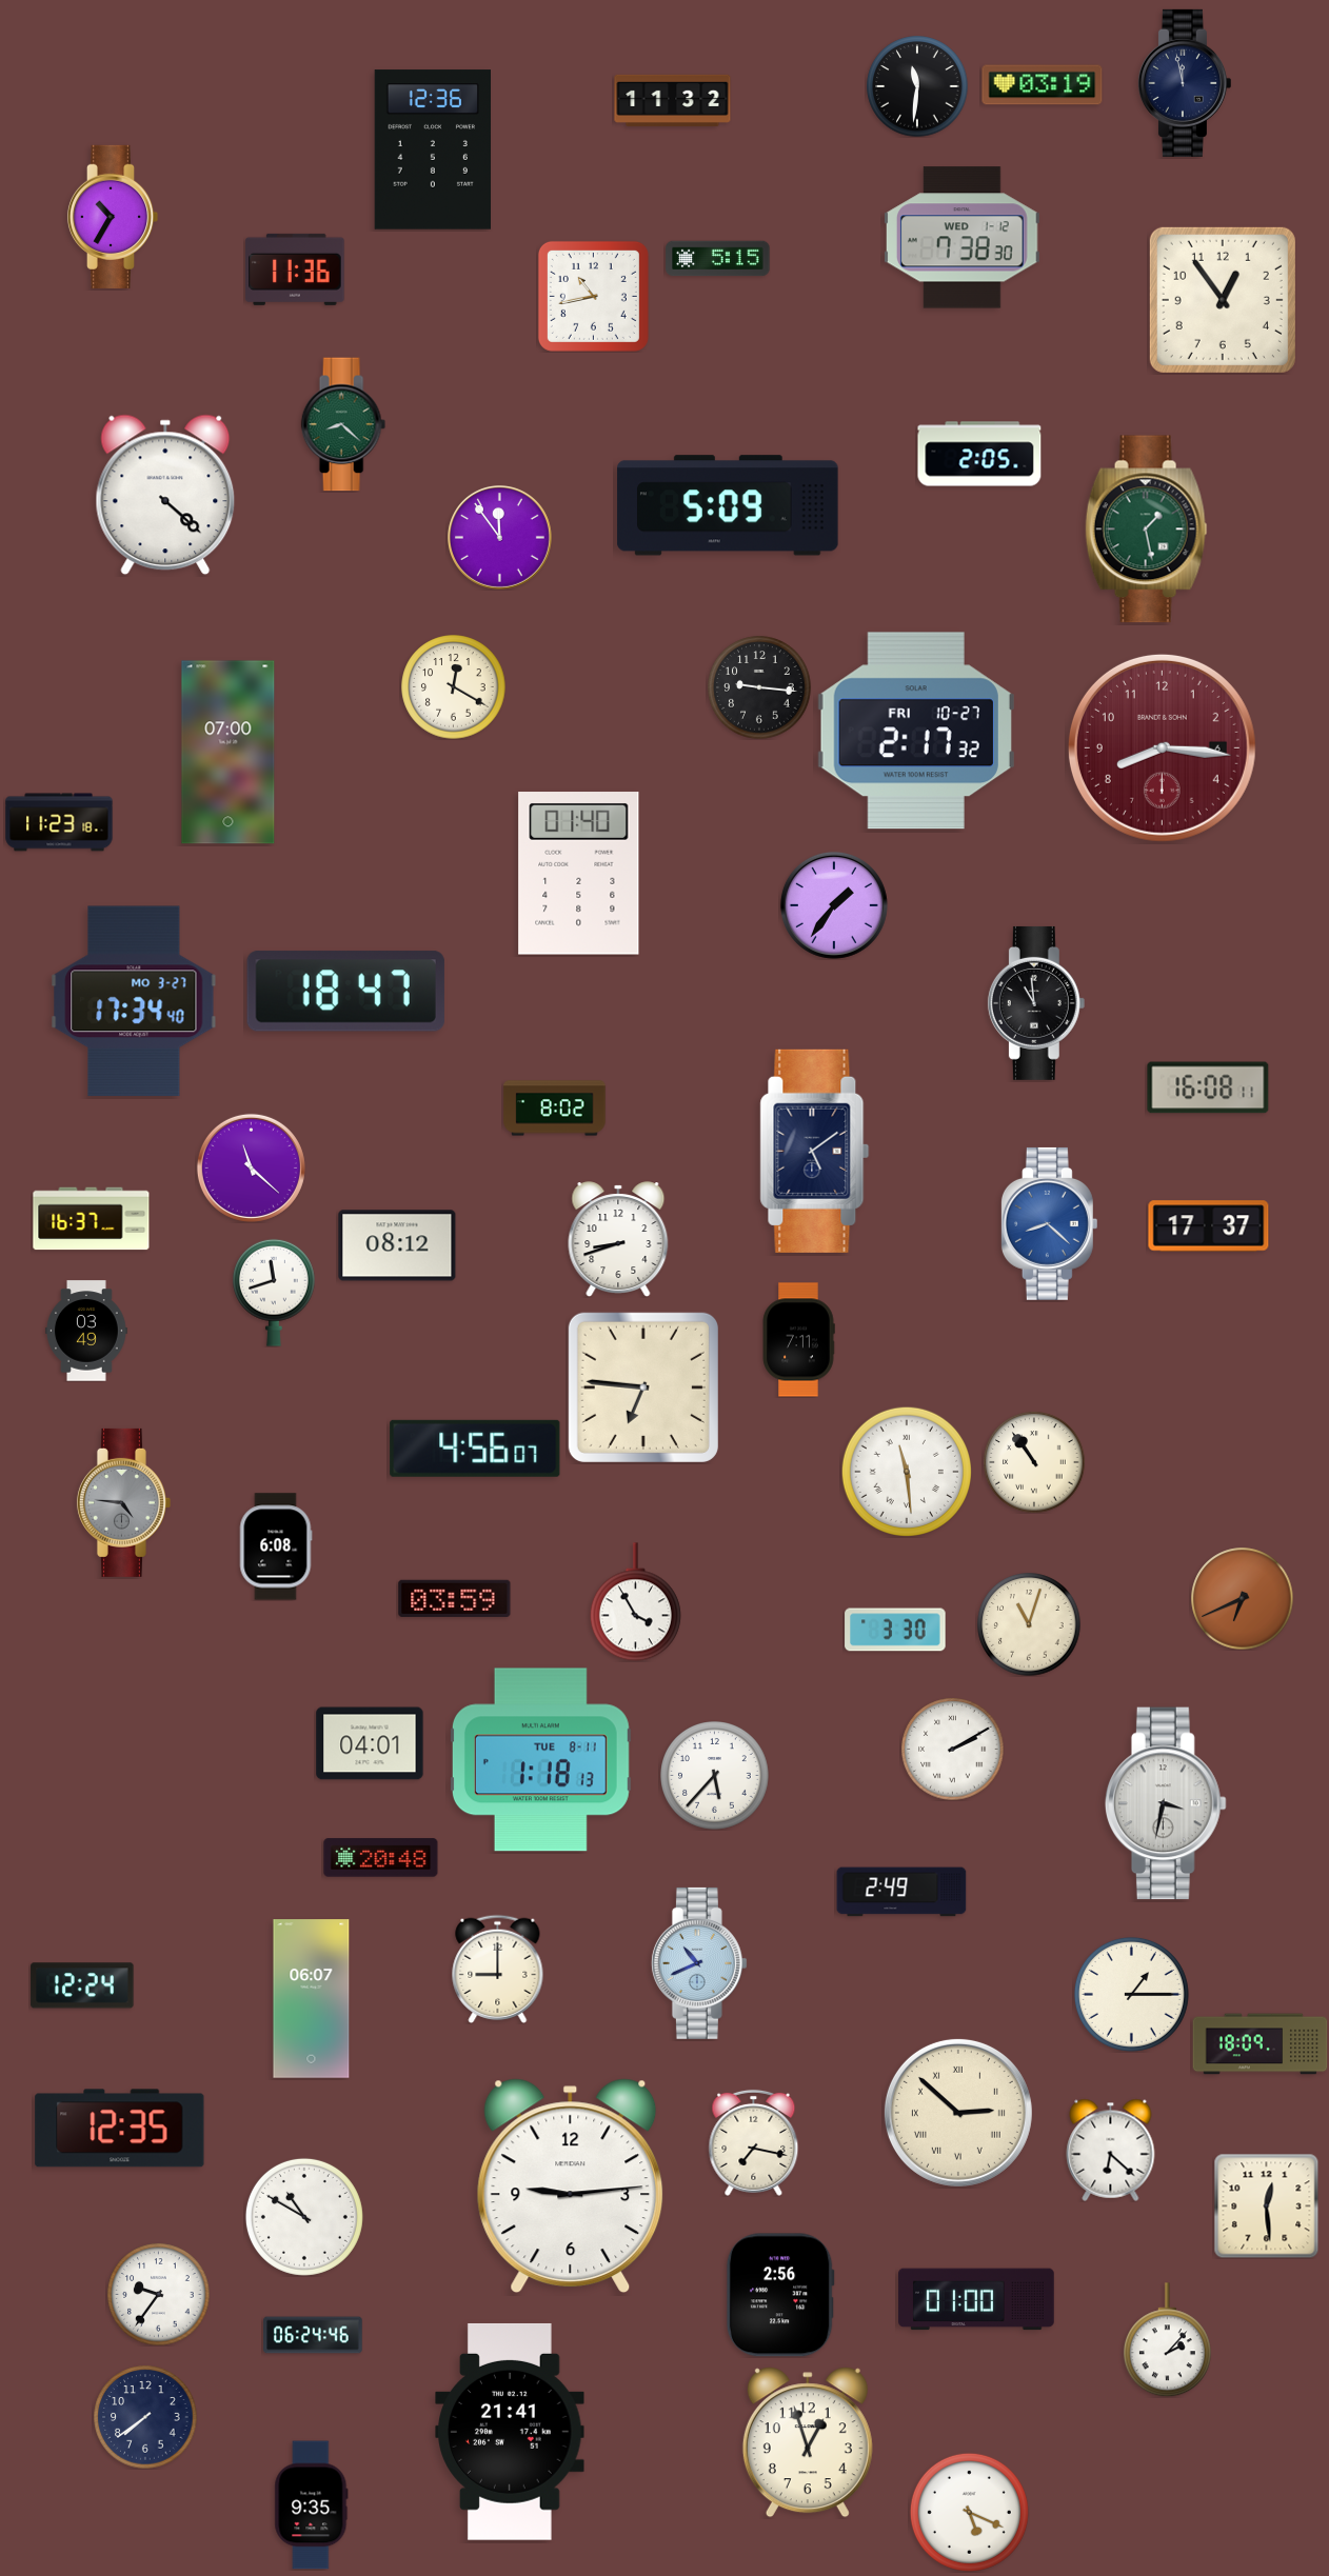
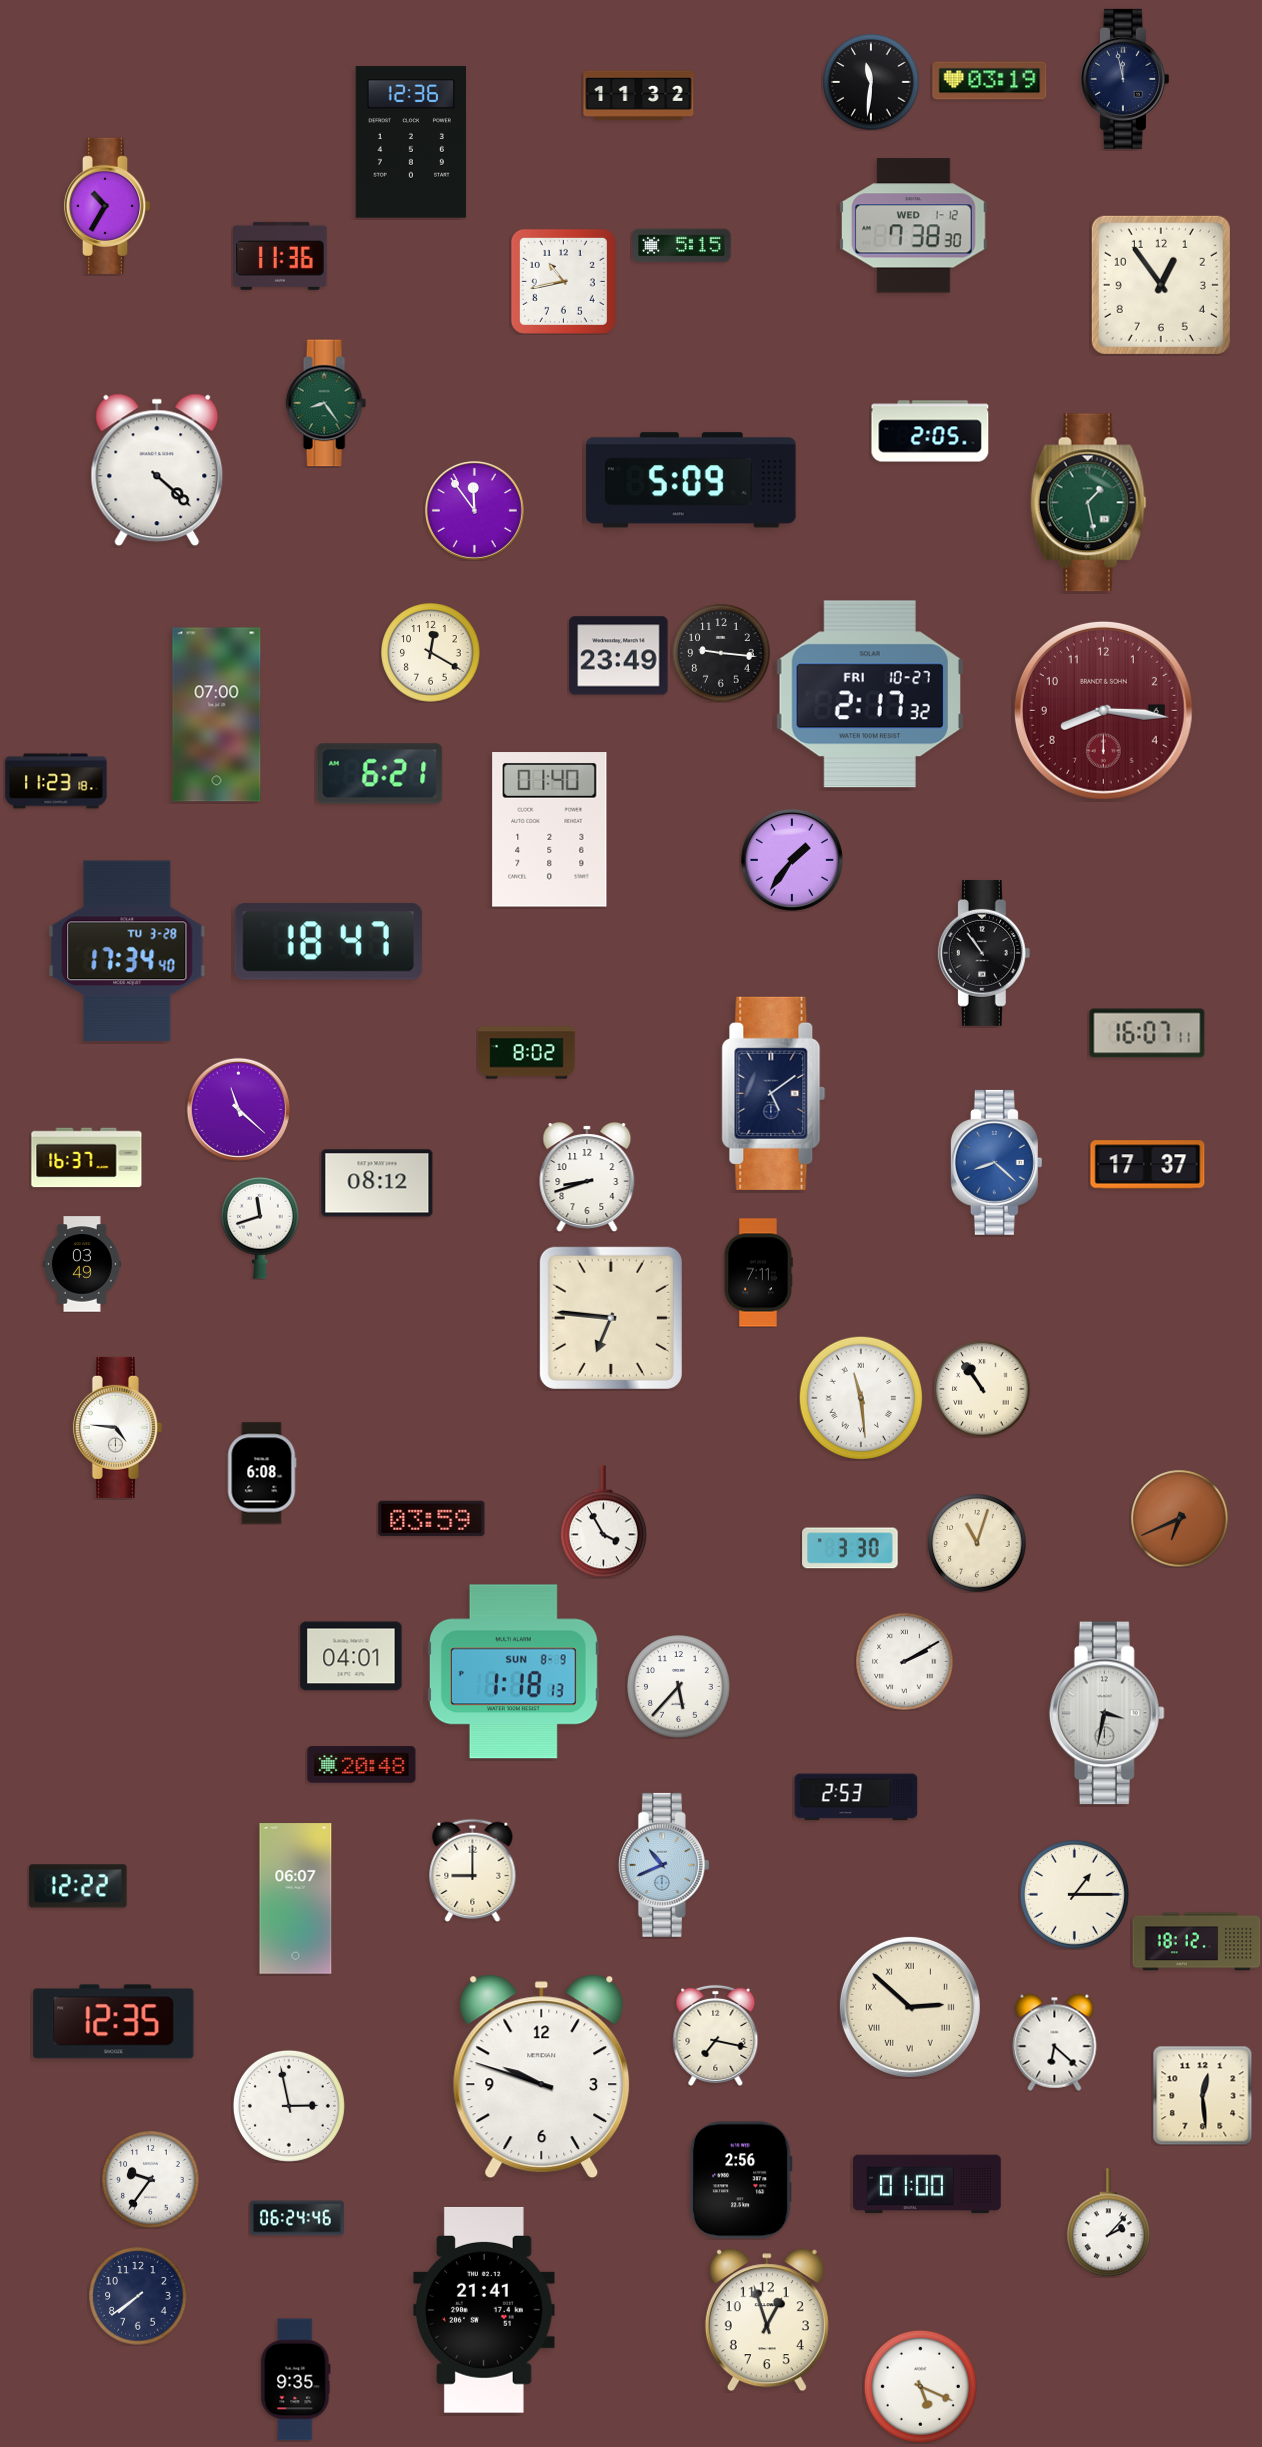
clock at (343, 424): 8:22 -> 8:24
clock at (619, 656): none -> 23:49
clock at (380, 774): none -> 6:21
clock at (134, 1001) date: MO 3-27 -> TU 3-28
clock at (1036, 1003): 10:59 -> 10:54
clock at (1208, 1087): 16:08 -> 16:07
clock at (475, 1449): 4:56 -> none
clock at (123, 1502) dial: grey -> white
clock at (276, 1546) position: (276, 1546) -> (262, 1473)
clock at (540, 1760) date: TUE 8-11 -> SUN 8-9
clock at (901, 1892): 2:49 -> 2:53
clock at (82, 1985): 12:24 -> 12:22
clock at (1261, 2044): 18:09 -> 18:12
clock at (571, 2185): 9:14 -> 9:48
clock at (304, 2217): 10:50 -> 2:58
